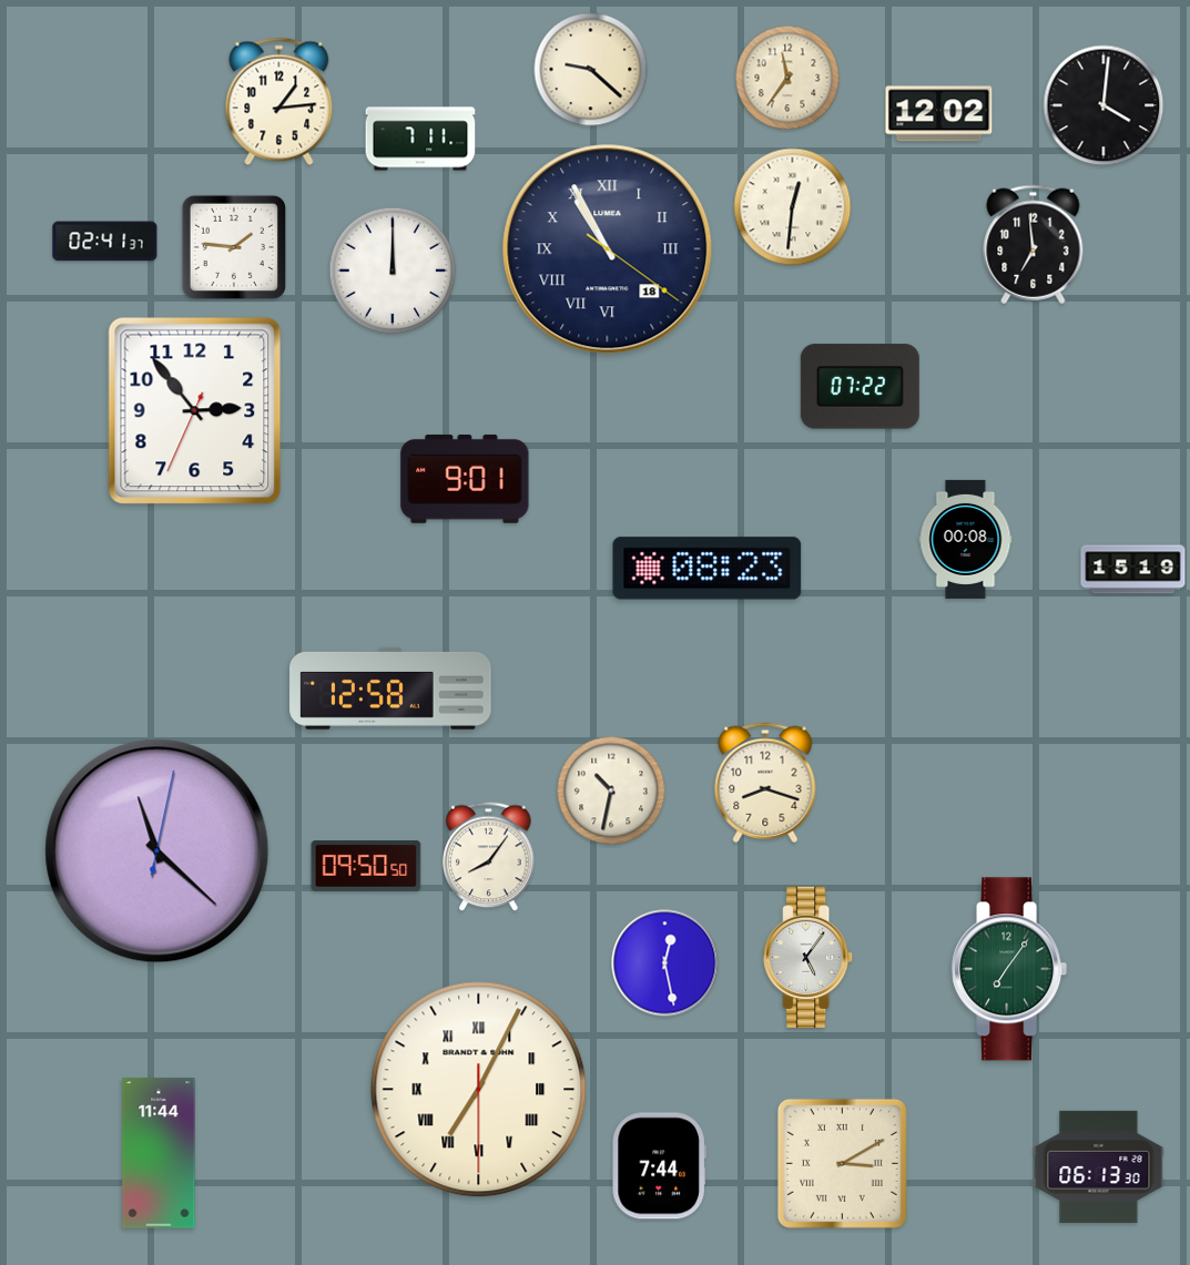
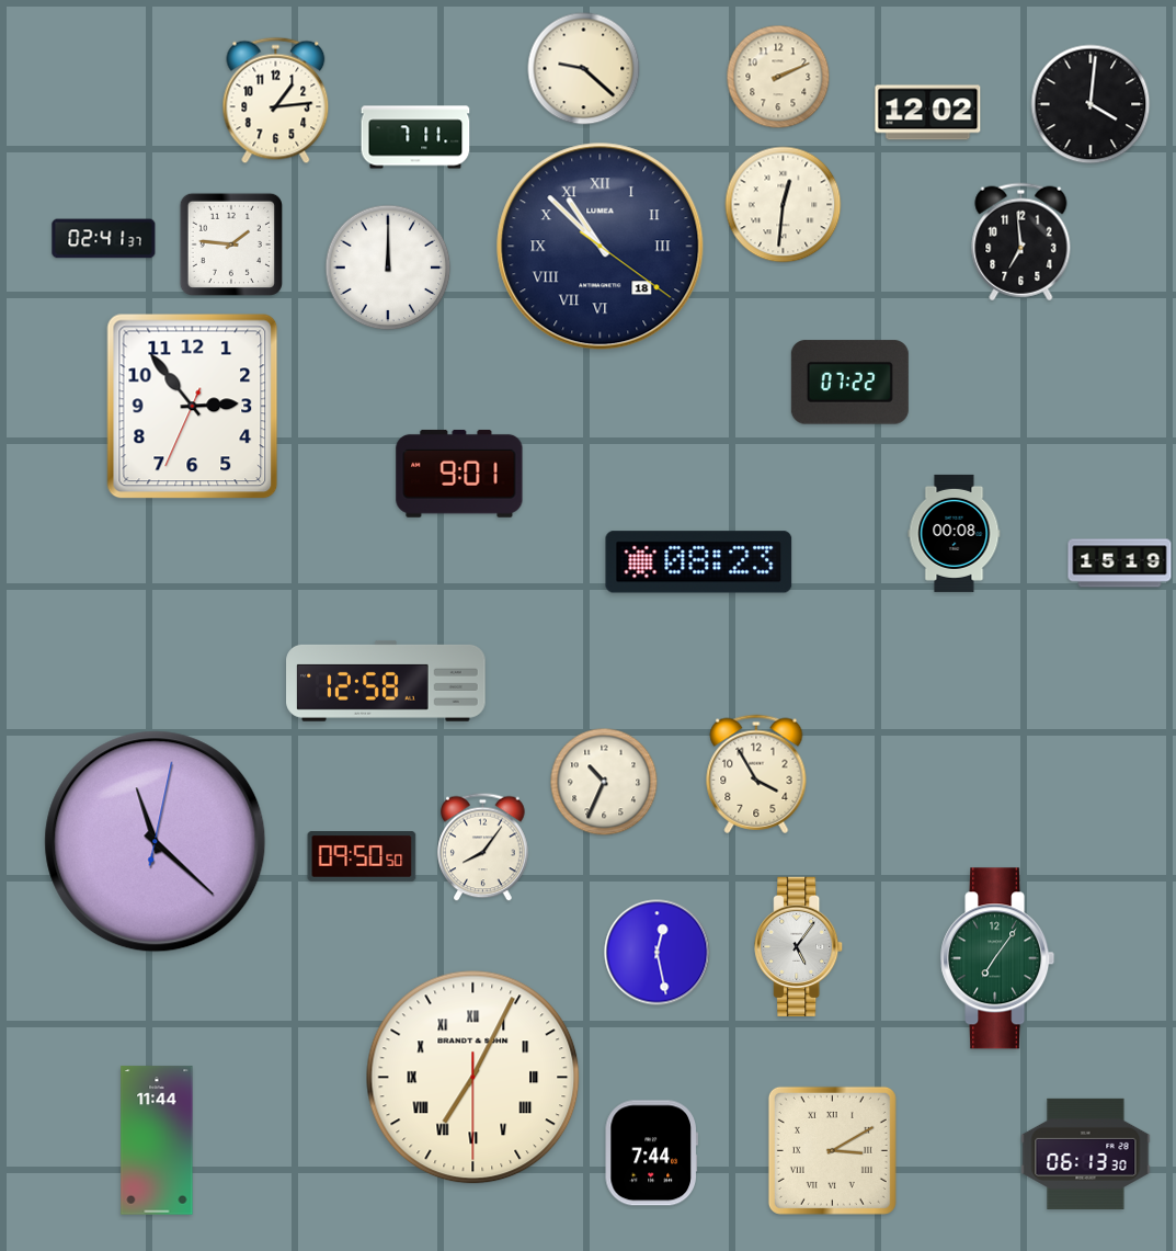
clock at (787, 78): 11:36 -> 2:11
clock at (608, 249): 10:55 -> 10:52
clock at (765, 783): 8:18 -> 3:55
clock at (611, 790): 10:32 -> 10:34
